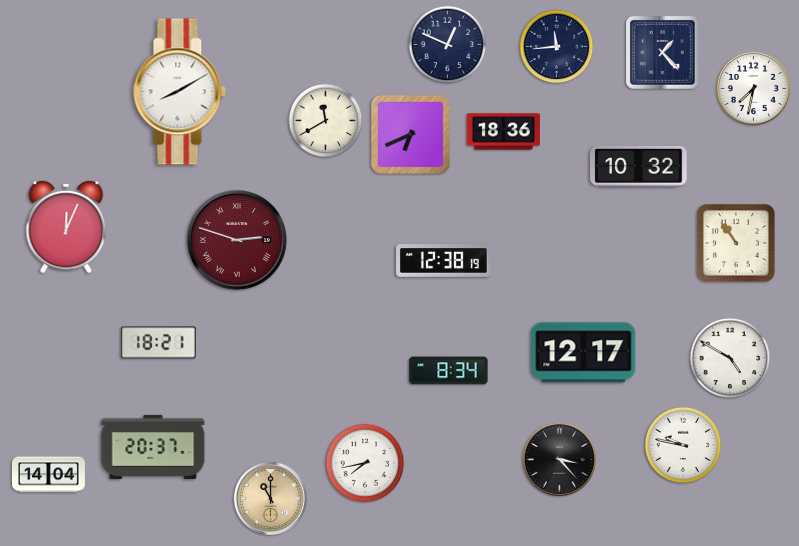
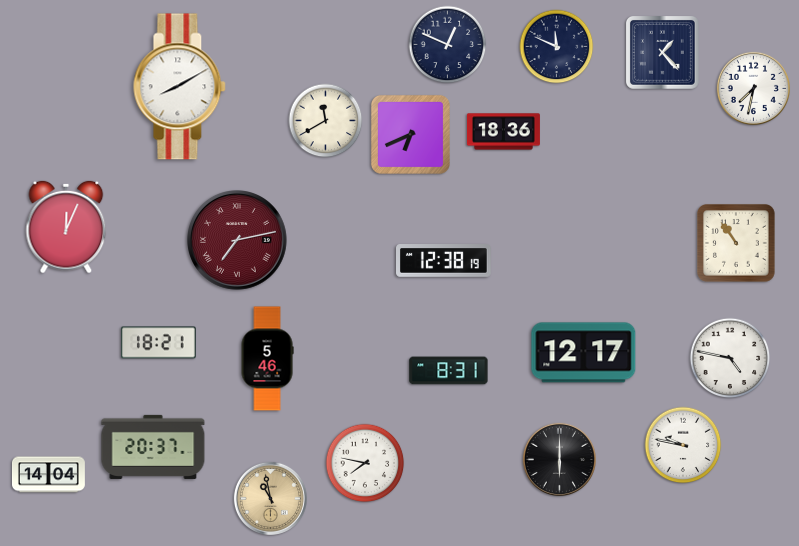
clock at (557, 47): 11:44 -> 11:49
clock at (180, 92) position: (180, 92) -> (180, 87)
clock at (639, 166): 10:32 -> none
clock at (238, 241): 2:48 -> 7:13
clock at (730, 358): 4:50 -> 4:47
clock at (267, 359): none -> 5:46
clock at (449, 371): 8:34 -> 8:31
clock at (559, 459): 3:23 -> 6:00
clock at (365, 463): 7:43 -> 7:47
clock at (270, 498): 11:00 -> 10:58
